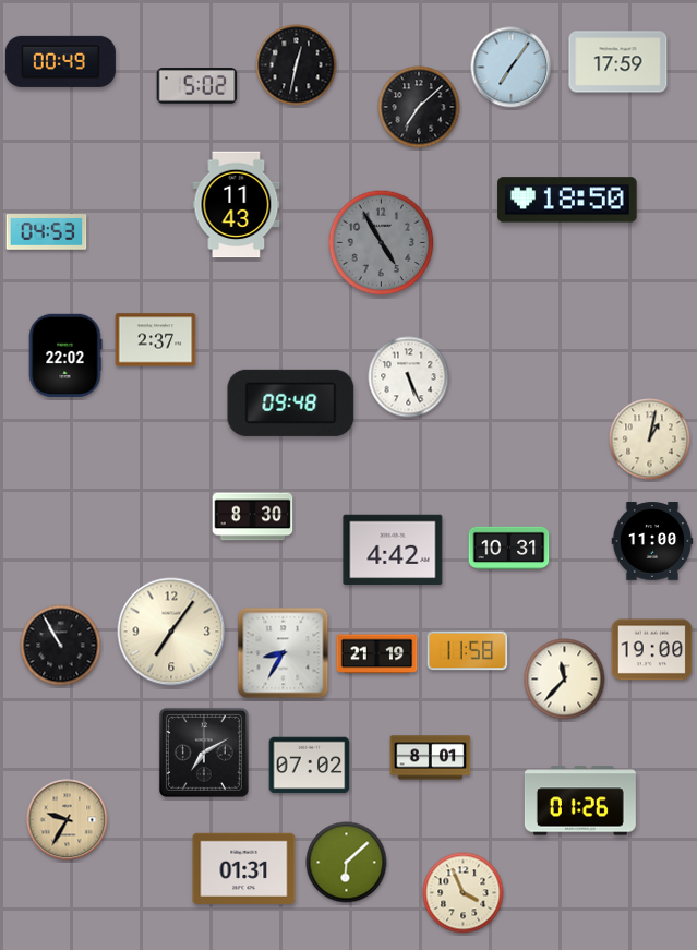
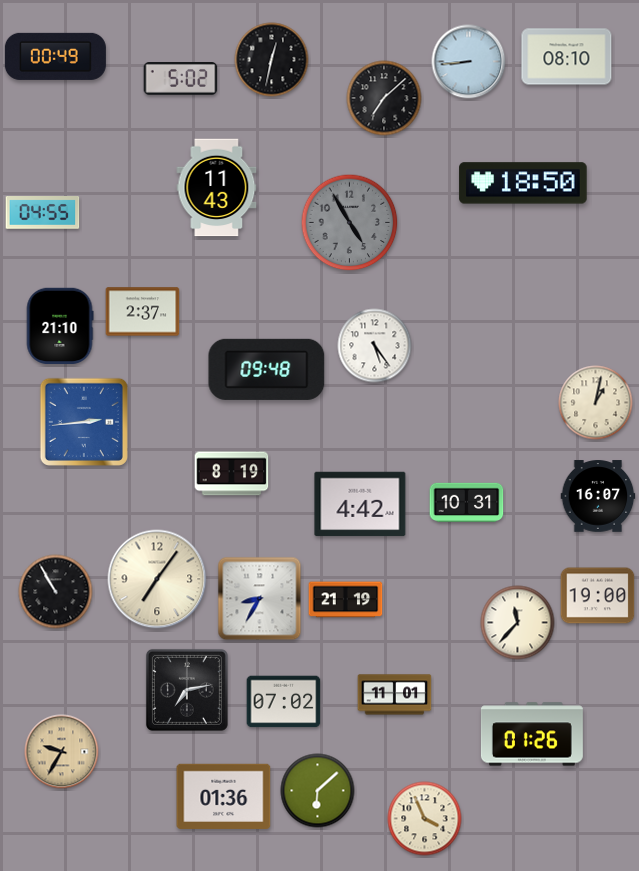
clock at (618, 62): 17:59 -> 08:10
clock at (512, 68): 7:06 -> 8:44
clock at (567, 200) position: (567, 200) -> (523, 183)
clock at (47, 232): 04:53 -> 04:55
clock at (65, 356): 22:02 -> 21:10
clock at (409, 377): 5:26 -> 5:24
clock at (84, 422): none -> 2:44
clock at (253, 517): 8:30 -> 8:19
clock at (652, 541): 11:00 -> 16:07
clock at (468, 651): 11:58 -> none
clock at (204, 753): 7:10 -> 7:13
clock at (431, 758): 8:01 -> 11:01
clock at (244, 868): 01:31 -> 01:36
